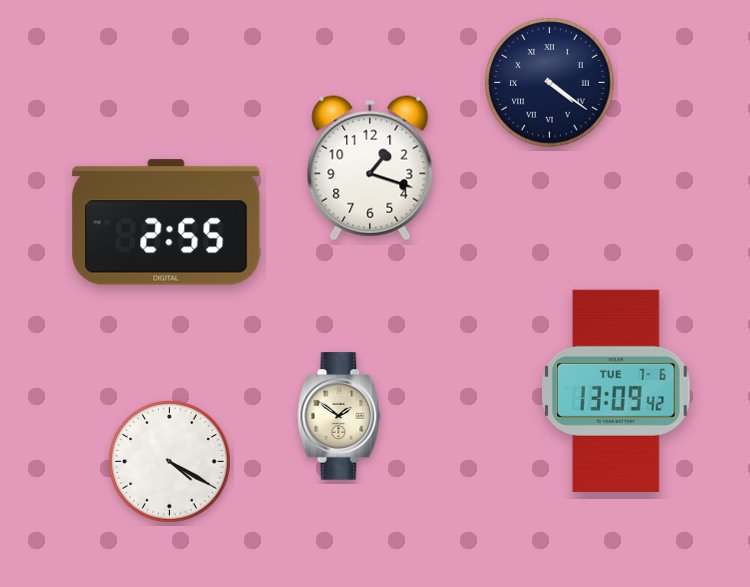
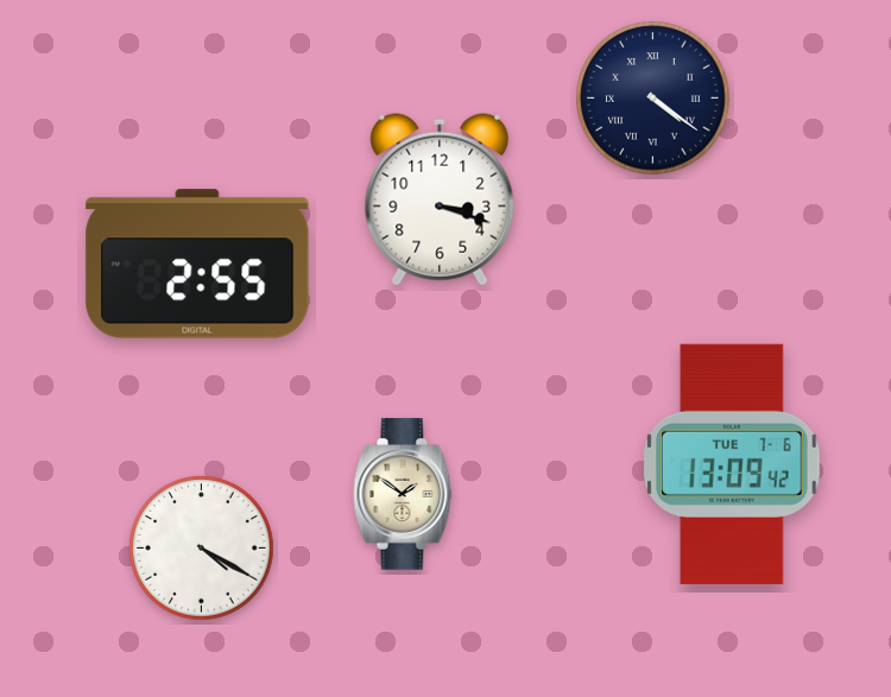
clock at (370, 168): 1:18 -> 3:18
